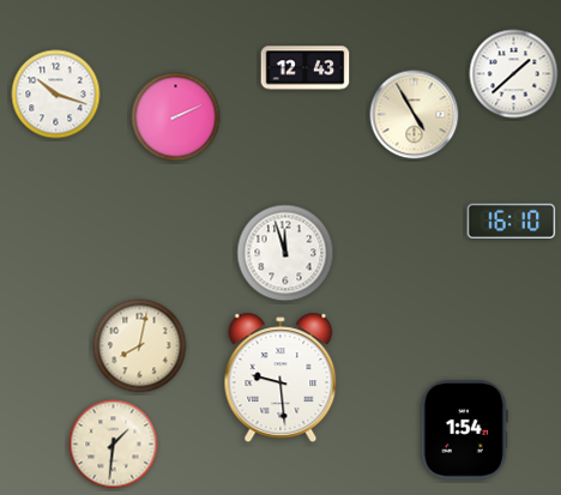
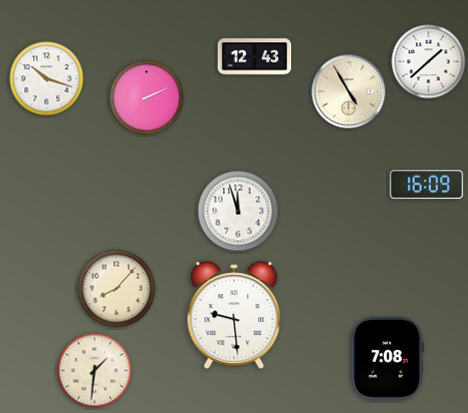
clock at (415, 115) position: (415, 115) -> (349, 92)
clock at (512, 222): 16:10 -> 16:09
clock at (140, 346): 8:02 -> 8:07
clock at (464, 430): 1:54 -> 7:08
